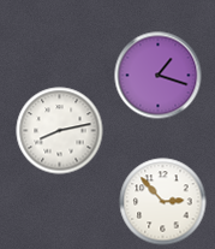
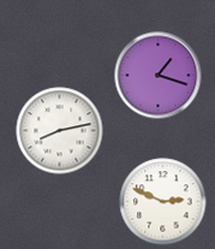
clock at (163, 202): 2:53 -> 2:49
